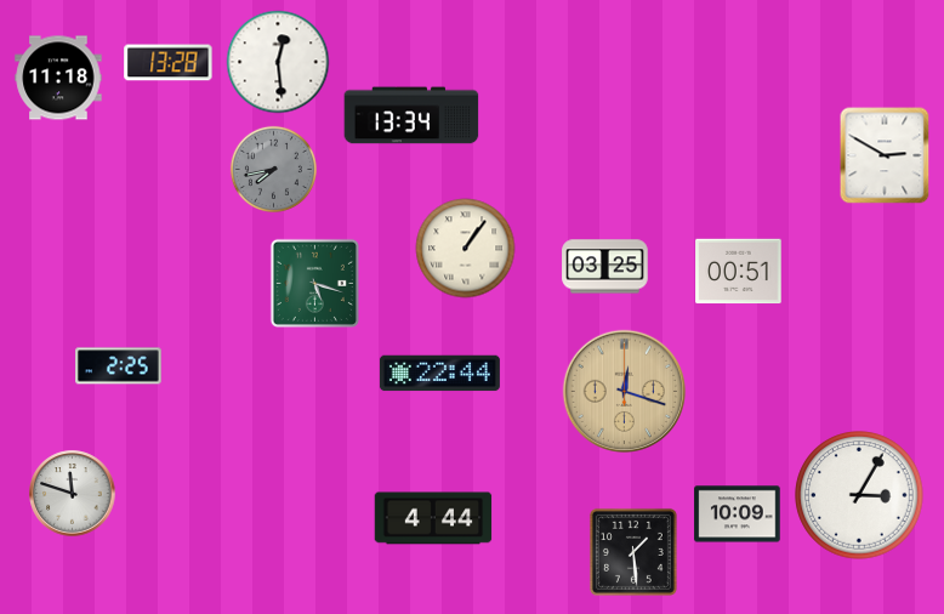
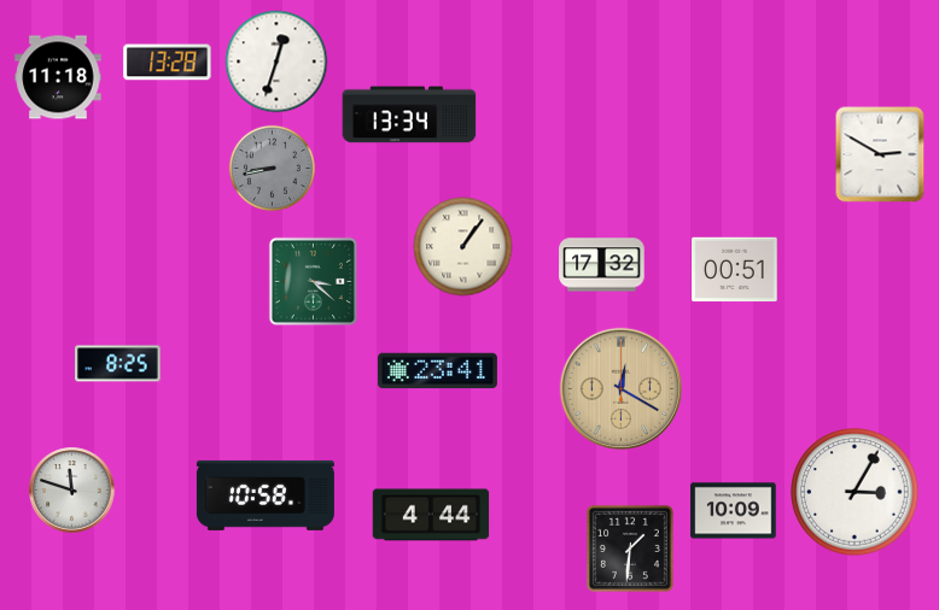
clock at (278, 62): 12:29 -> 12:33
clock at (273, 169): 7:43 -> 8:43
clock at (605, 267): 03:25 -> 17:32
clock at (314, 283): 5:18 -> 3:22
clock at (119, 366): 2:25 -> 8:25
clock at (439, 374): 22:44 -> 23:41
clock at (625, 392): 12:18 -> 12:20
clock at (266, 495): none -> 10:58
clock at (633, 552): 1:29 -> 1:31
